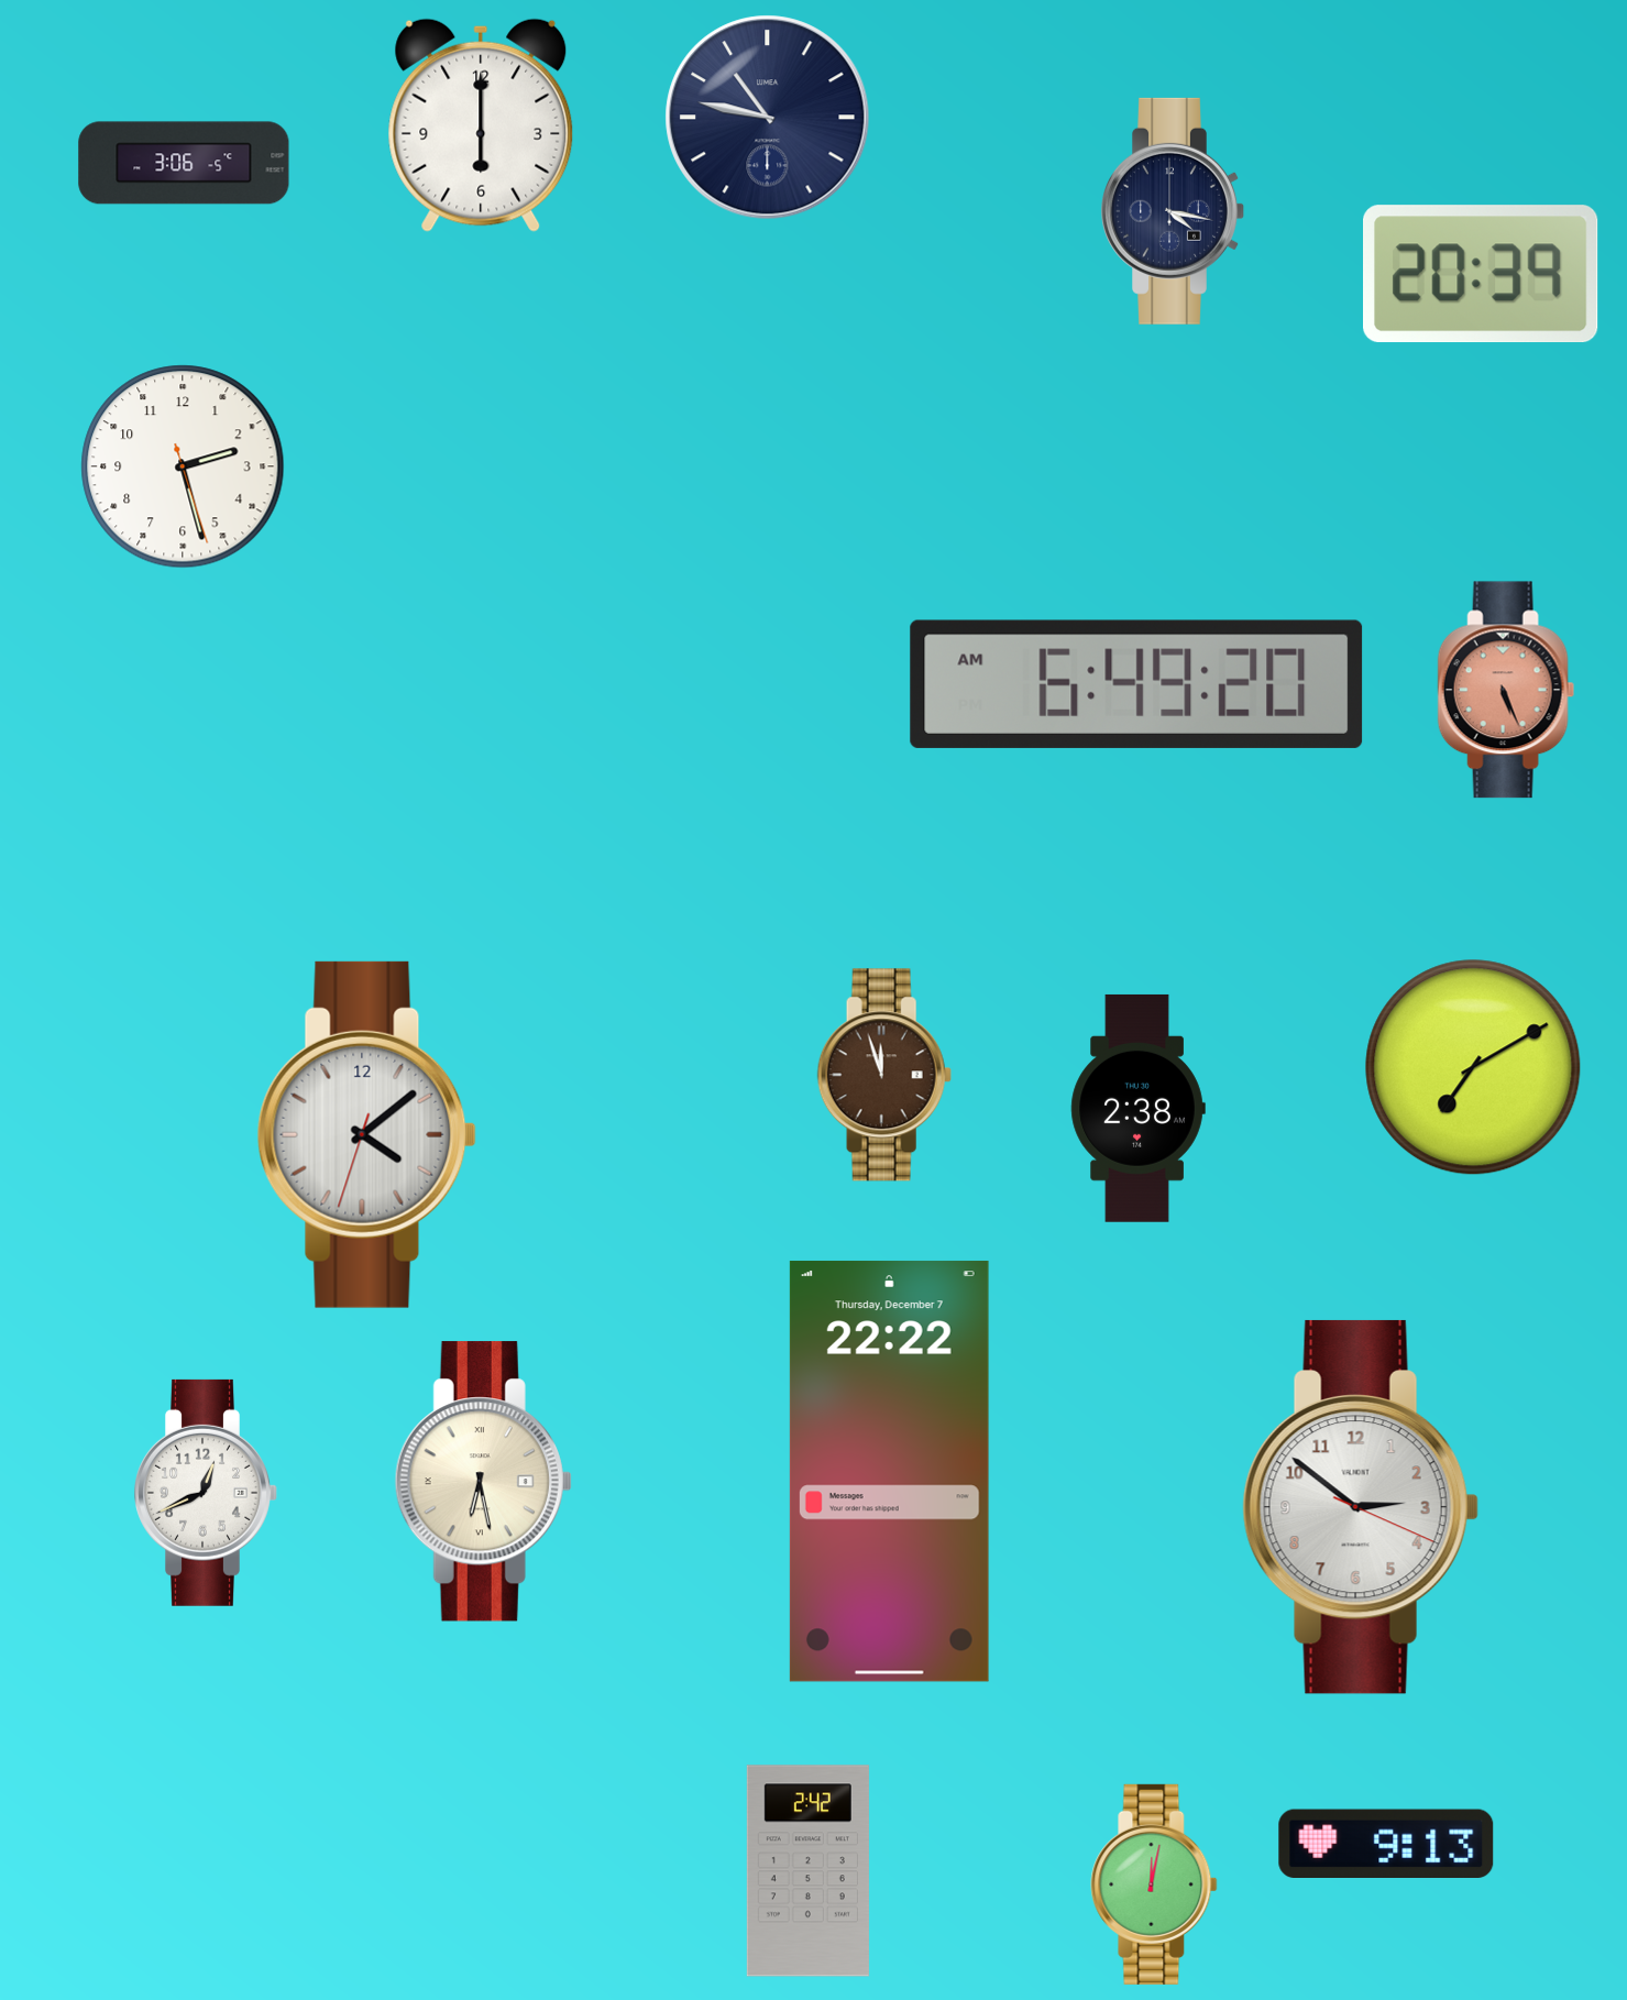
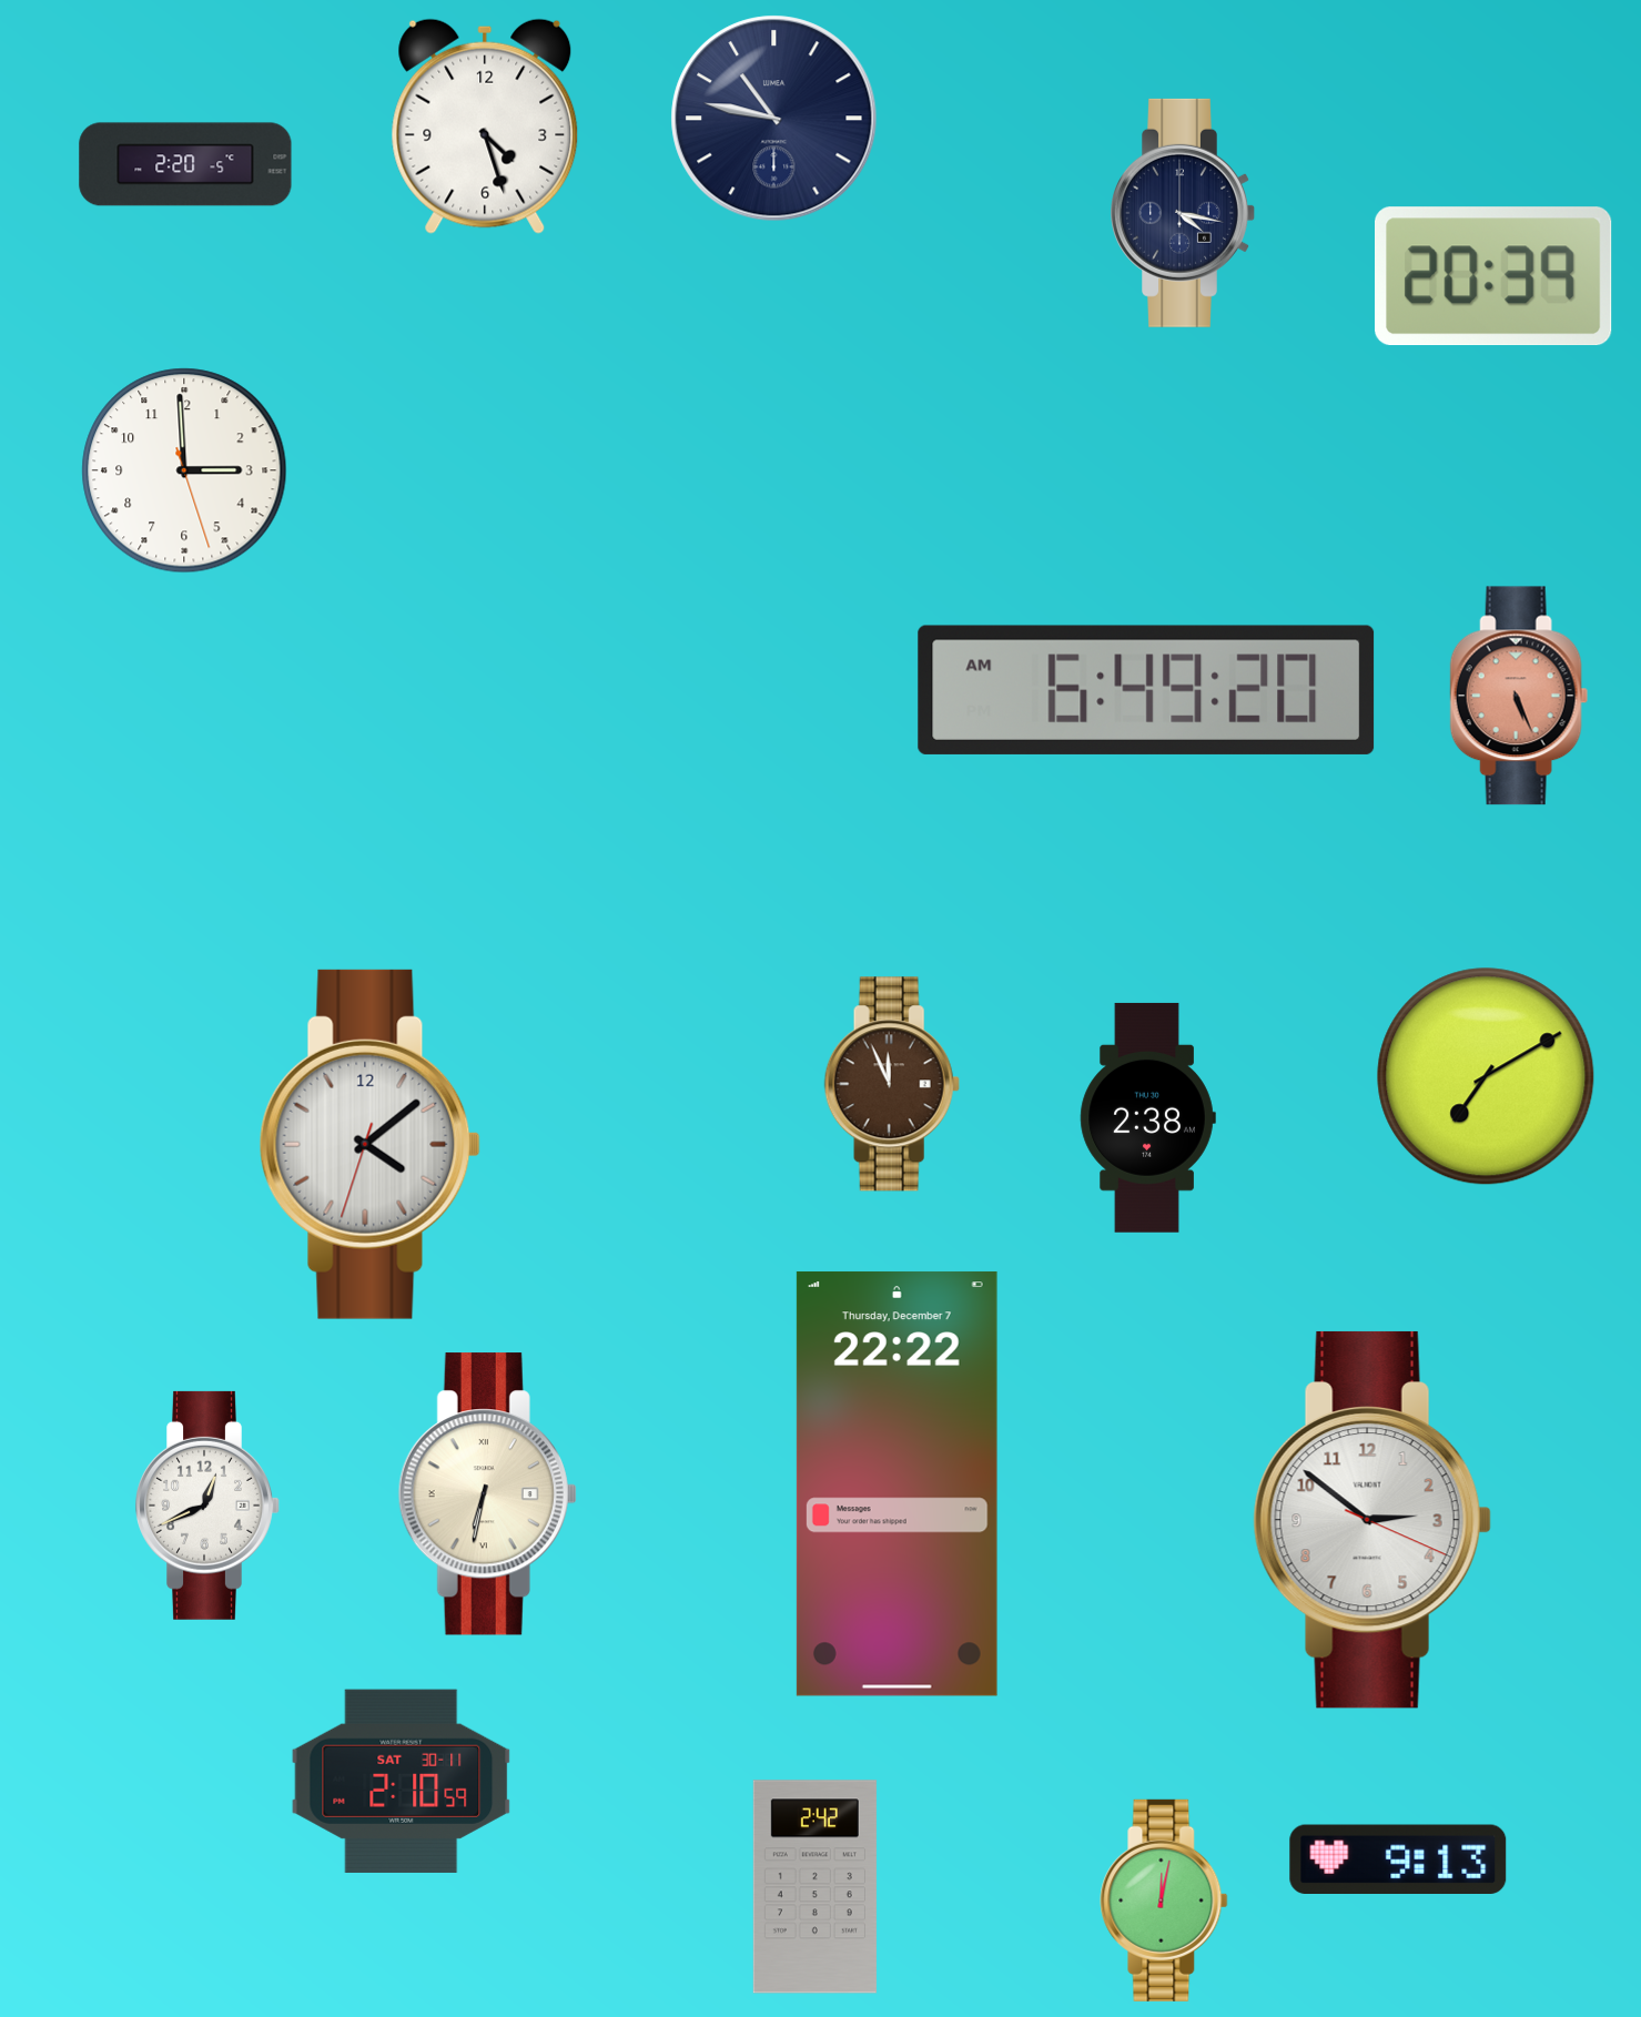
clock at (481, 125): 6:00 -> 4:27
clock at (184, 163): 3:06 -> 2:20
clock at (183, 466): 2:27 -> 2:59
clock at (884, 1075): 11:57 -> 11:56
clock at (483, 1482): 6:28 -> 6:32
clock at (402, 1781): none -> 2:10
